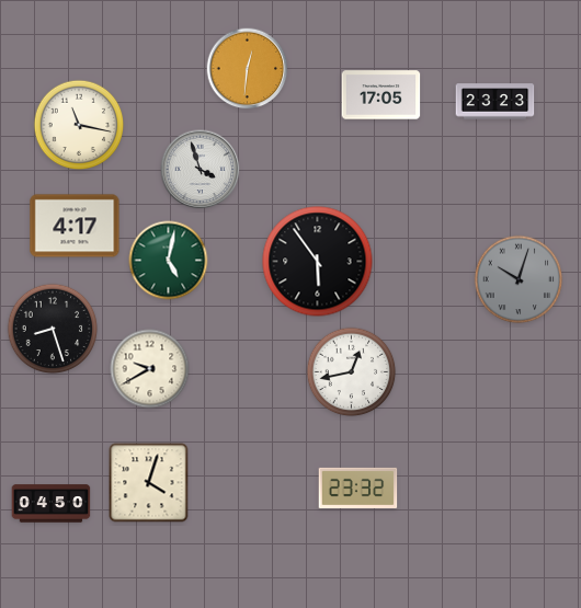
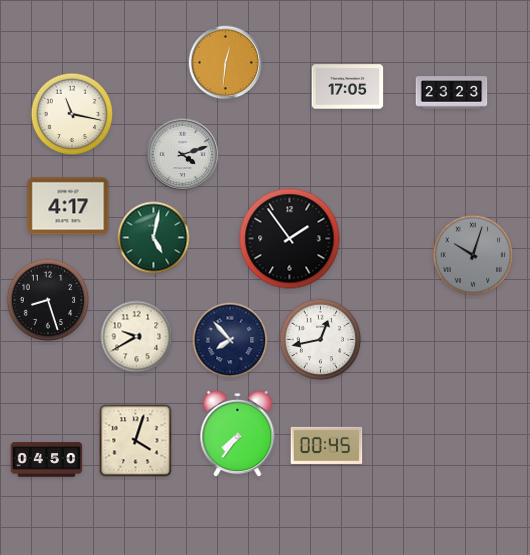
clock at (201, 170): 3:57 -> 4:12
clock at (318, 262): 5:54 -> 1:54
clock at (230, 340): none -> 7:53
clock at (238, 434): none -> 7:36
clock at (358, 487): 23:32 -> 00:45
